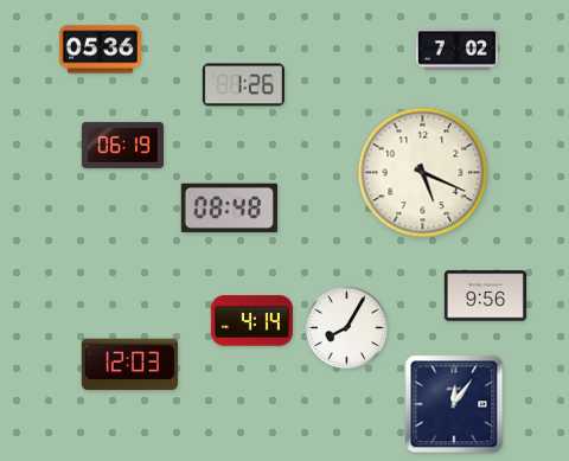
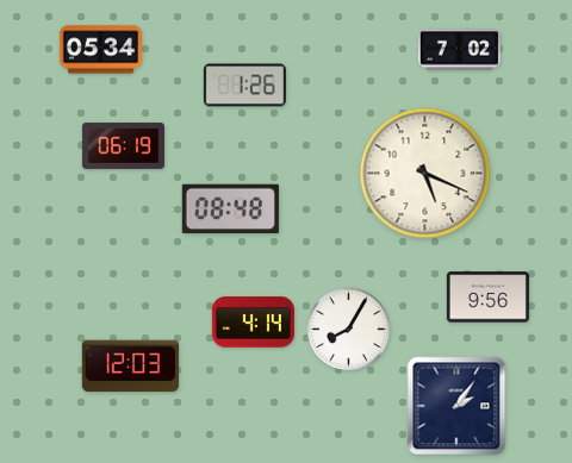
clock at (100, 50): 05:36 -> 05:34
clock at (454, 404): 12:06 -> 2:06
